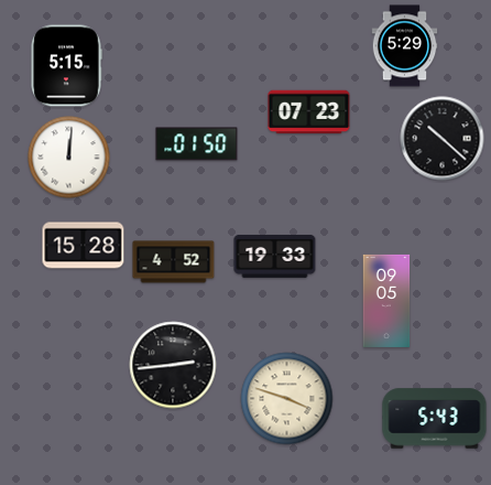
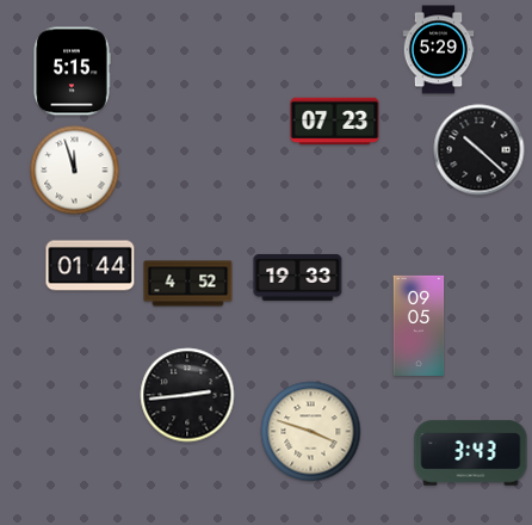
clock at (197, 144): 01:50 -> none
clock at (69, 158): 12:01 -> 11:57
clock at (84, 246): 15:28 -> 01:44
clock at (435, 419): 5:43 -> 3:43
